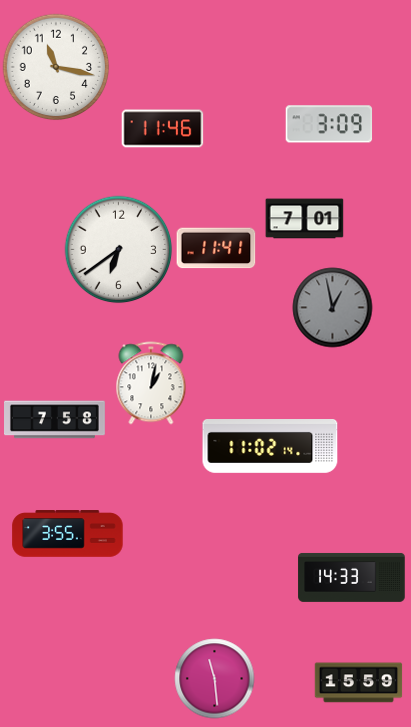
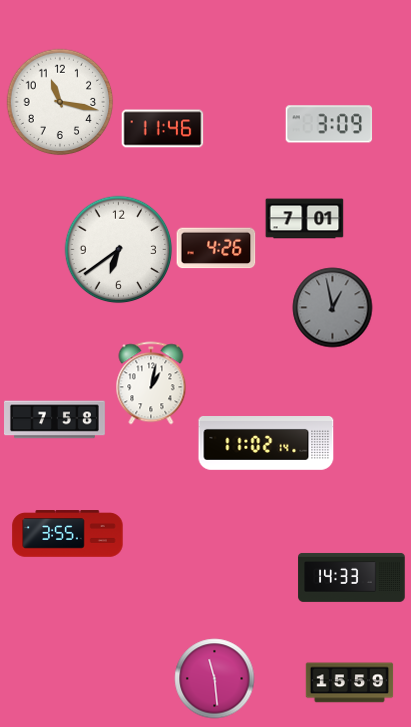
clock at (56, 67) position: (56, 67) -> (60, 102)
clock at (216, 248): 11:41 -> 4:26
clock at (270, 447) position: (270, 447) -> (266, 444)
clock at (358, 683) position: (358, 683) -> (349, 683)
